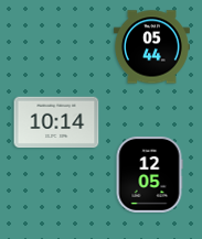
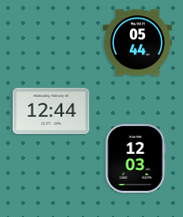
clock at (56, 122): 10:14 -> 12:44
clock at (149, 174): 12:05 -> 12:03
